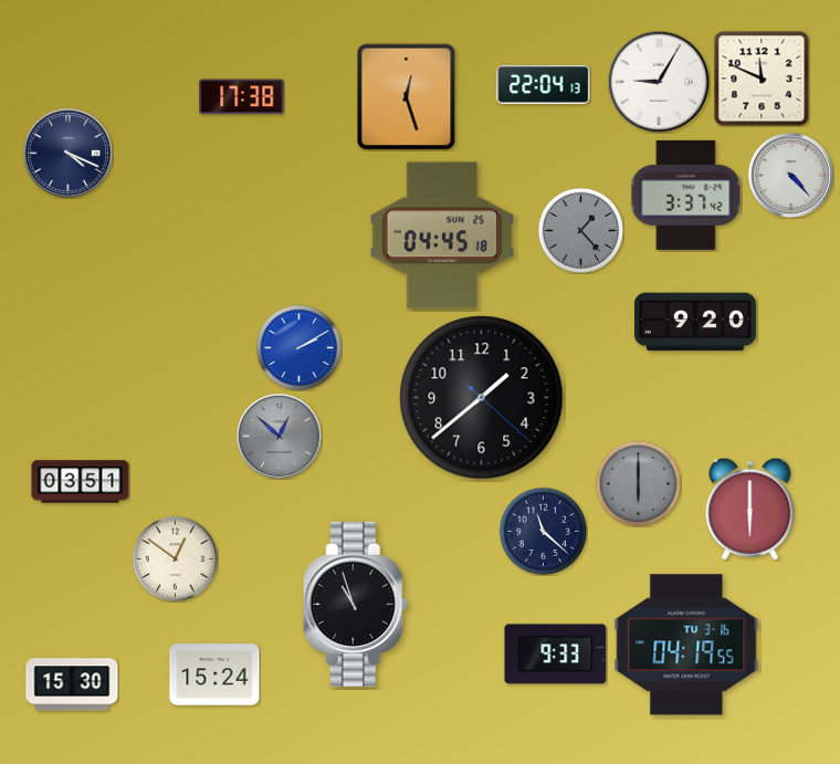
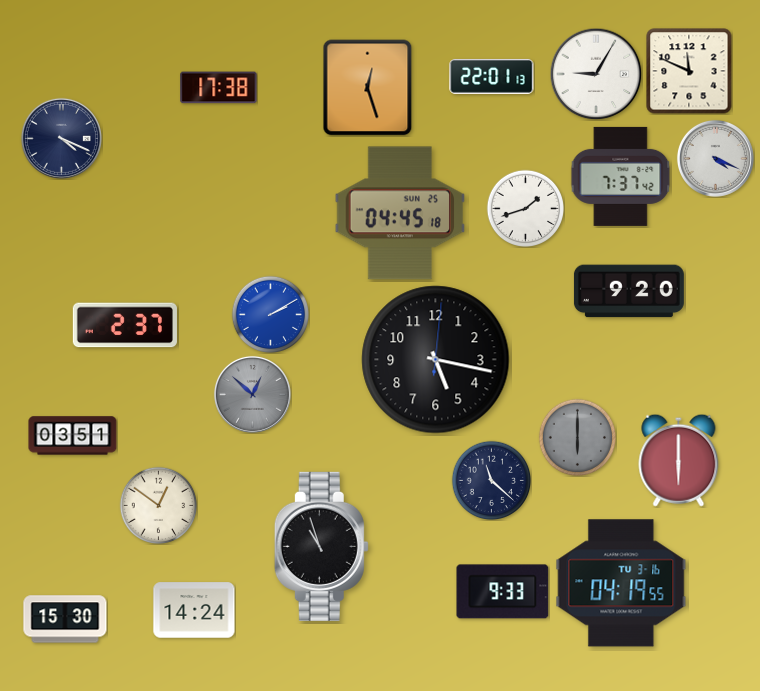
clock at (544, 85): 22:04 -> 22:01
clock at (790, 175): 4:23 -> 4:19
clock at (686, 195): 3:37 -> 7:37
clock at (580, 230): 1:23 -> 1:42
clock at (580, 230) dial: grey -> white
clock at (125, 325): none -> 2:37
clock at (482, 398): 1:38 -> 5:17
clock at (214, 674): 15:24 -> 14:24
